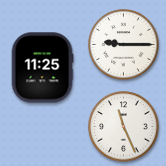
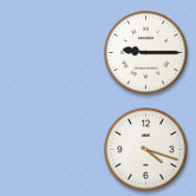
clock at (42, 68): 11:25 -> none
clock at (124, 127): 11:26 -> 4:18
